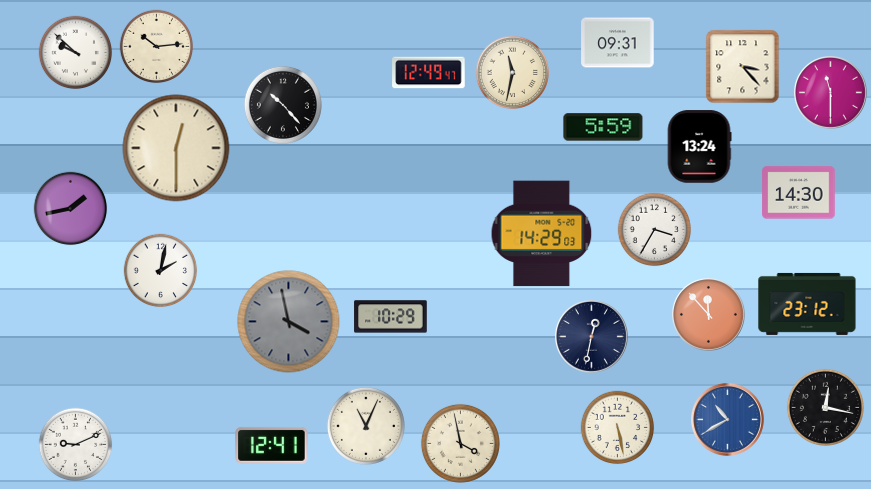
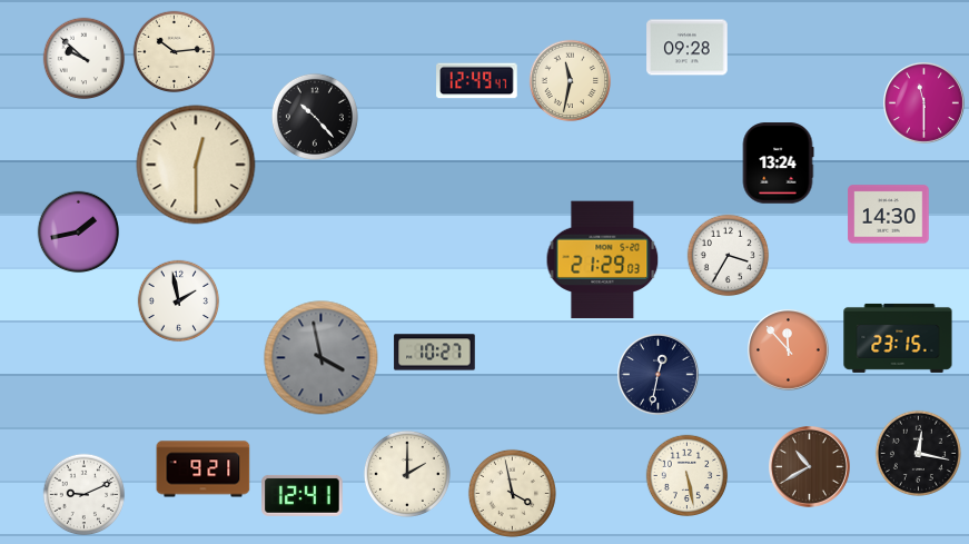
clock at (618, 43): 09:31 -> 09:28
clock at (743, 67): 3:23 -> none
clock at (603, 127): 5:59 -> none
clock at (542, 234): 14:29 -> 21:29
clock at (161, 271): 2:02 -> 1:58
clock at (807, 304): 23:12 -> 23:15
clock at (391, 317): 10:29 -> 10:27
clock at (728, 420) dial: blue -> brown
clock at (204, 469): none -> 9:21
clock at (366, 426): 11:04 -> 2:00
